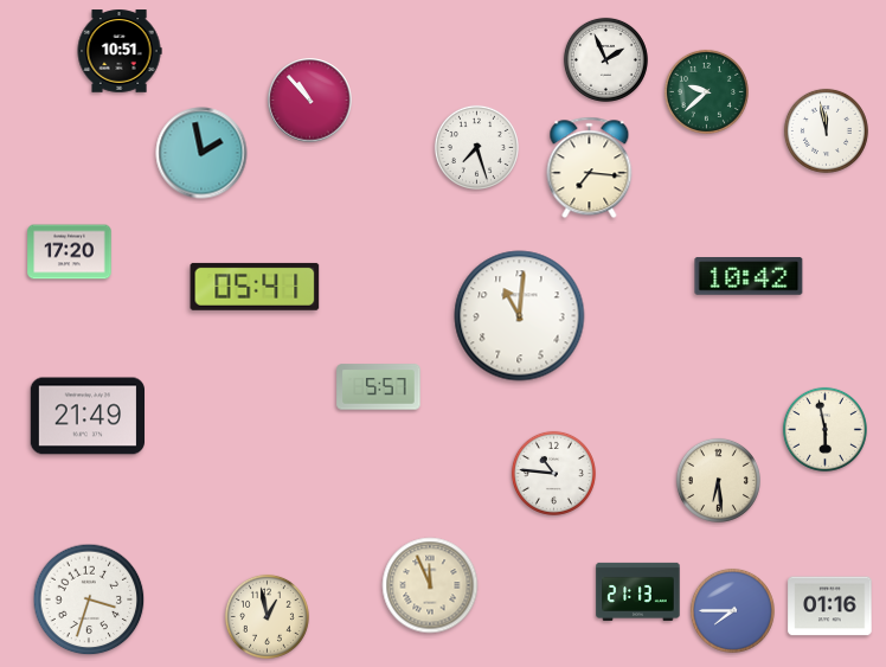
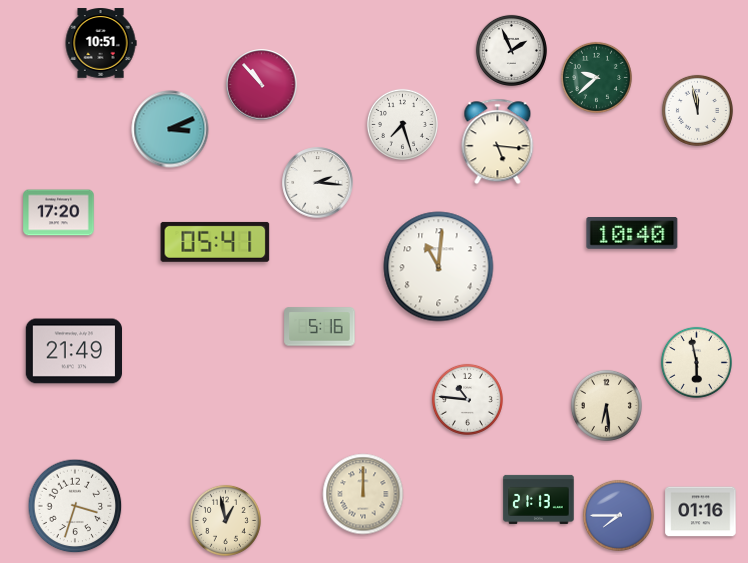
clock at (201, 153): 1:58 -> 3:11
clock at (590, 168): 7:16 -> 5:16
clock at (318, 183): none -> 2:16
clock at (749, 277): 10:42 -> 10:40
clock at (379, 387): 5:57 -> 5:16
clock at (430, 585): 11:56 -> 12:00
